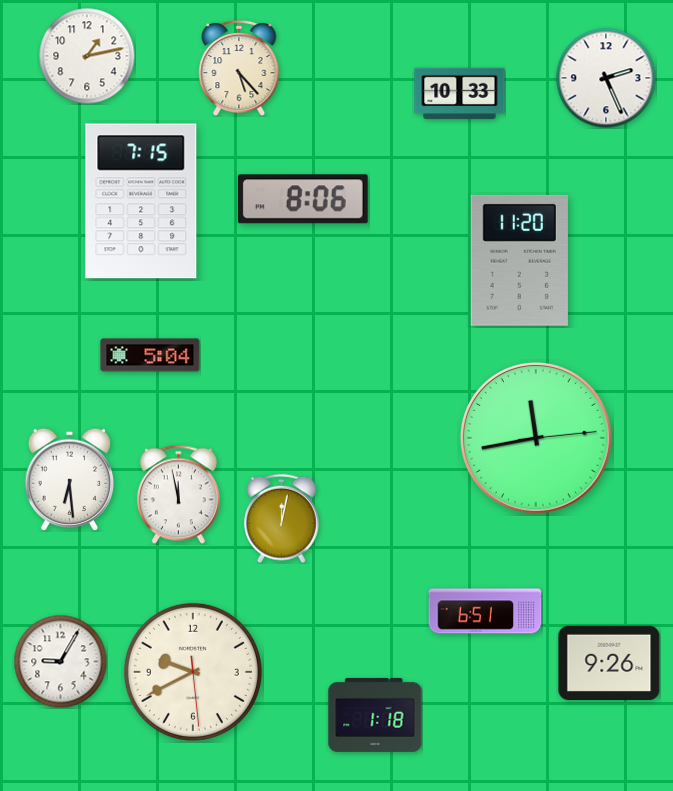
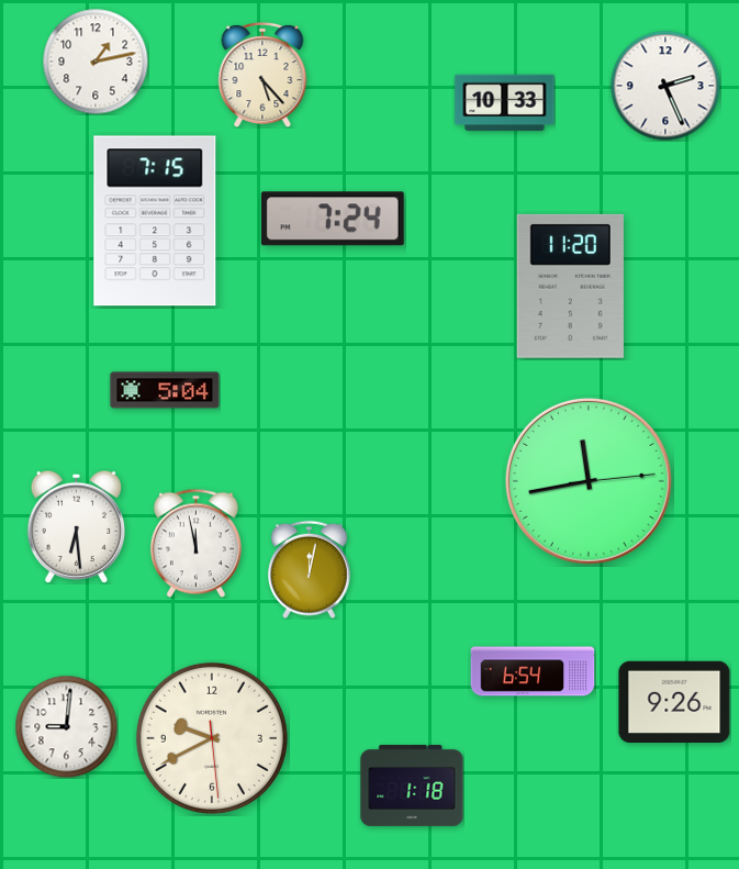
clock at (303, 199): 8:06 -> 7:24
clock at (485, 611): 6:51 -> 6:54
clock at (60, 661): 9:05 -> 9:01
clock at (609, 663) position: (609, 663) -> (674, 702)
